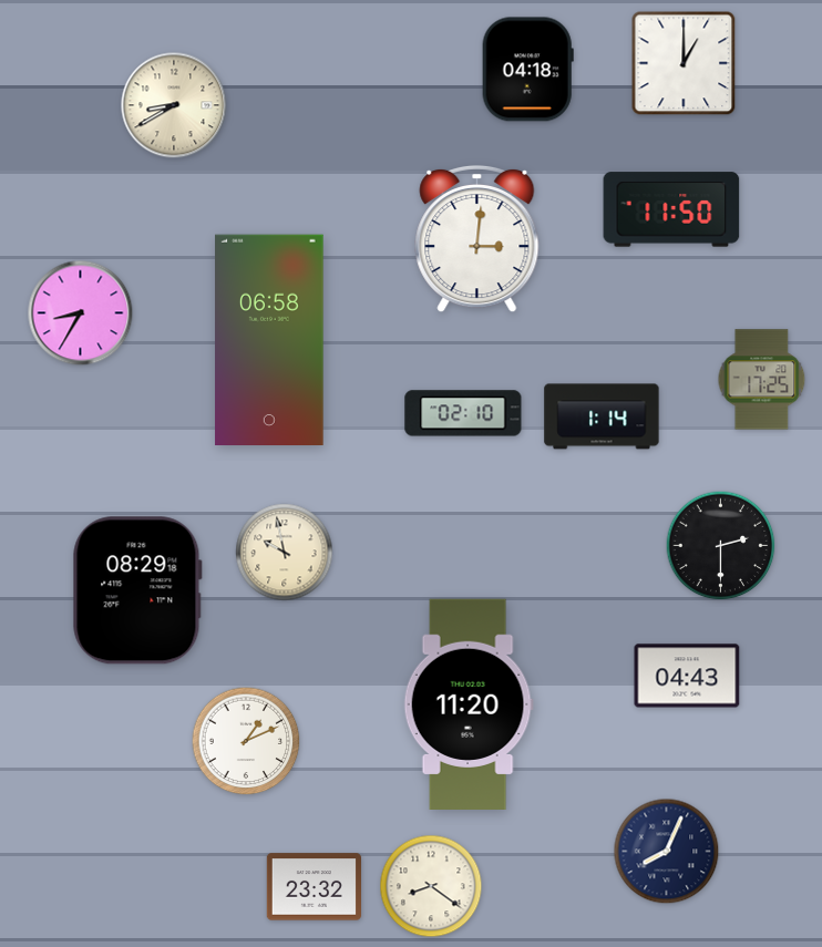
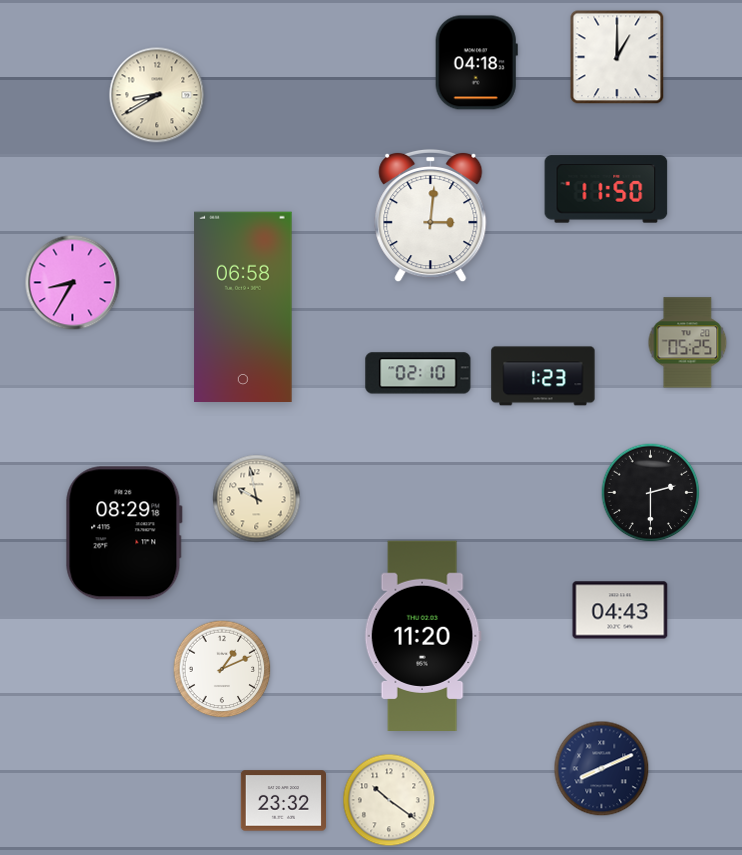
clock at (762, 380): 17:25 -> 05:25
clock at (602, 416): 1:14 -> 1:23
clock at (667, 852): 8:04 -> 8:11
clock at (431, 886): 8:21 -> 10:21
